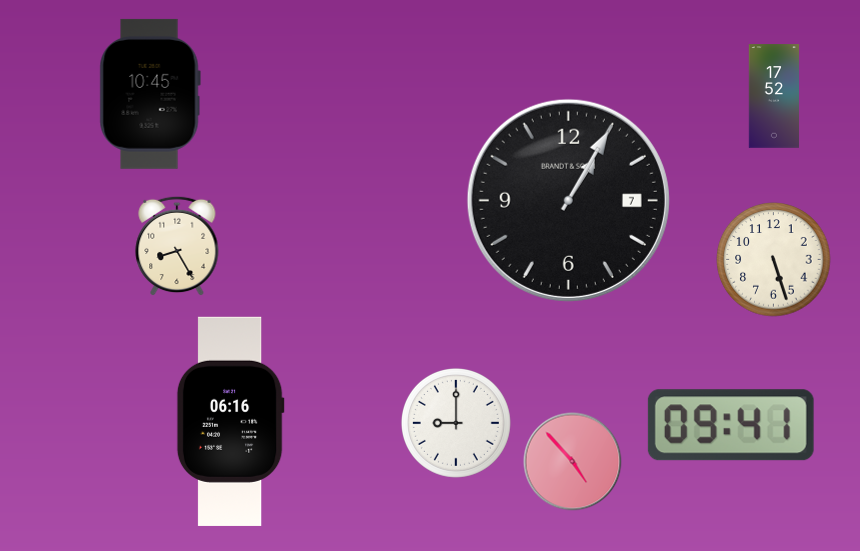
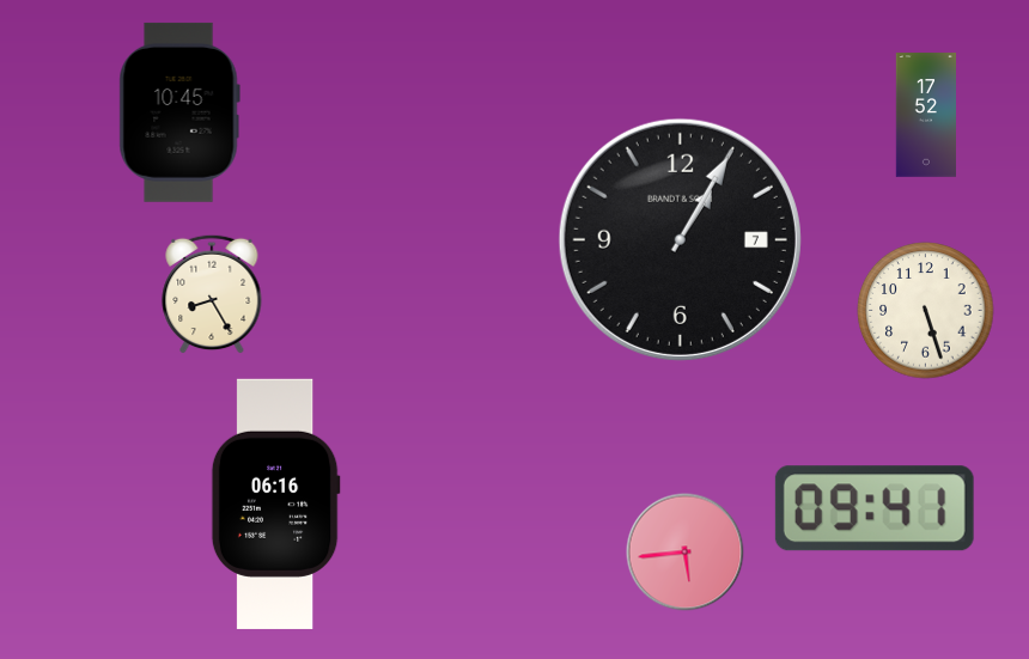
clock at (456, 423): 9:00 -> none
clock at (573, 462): 4:53 -> 5:44
